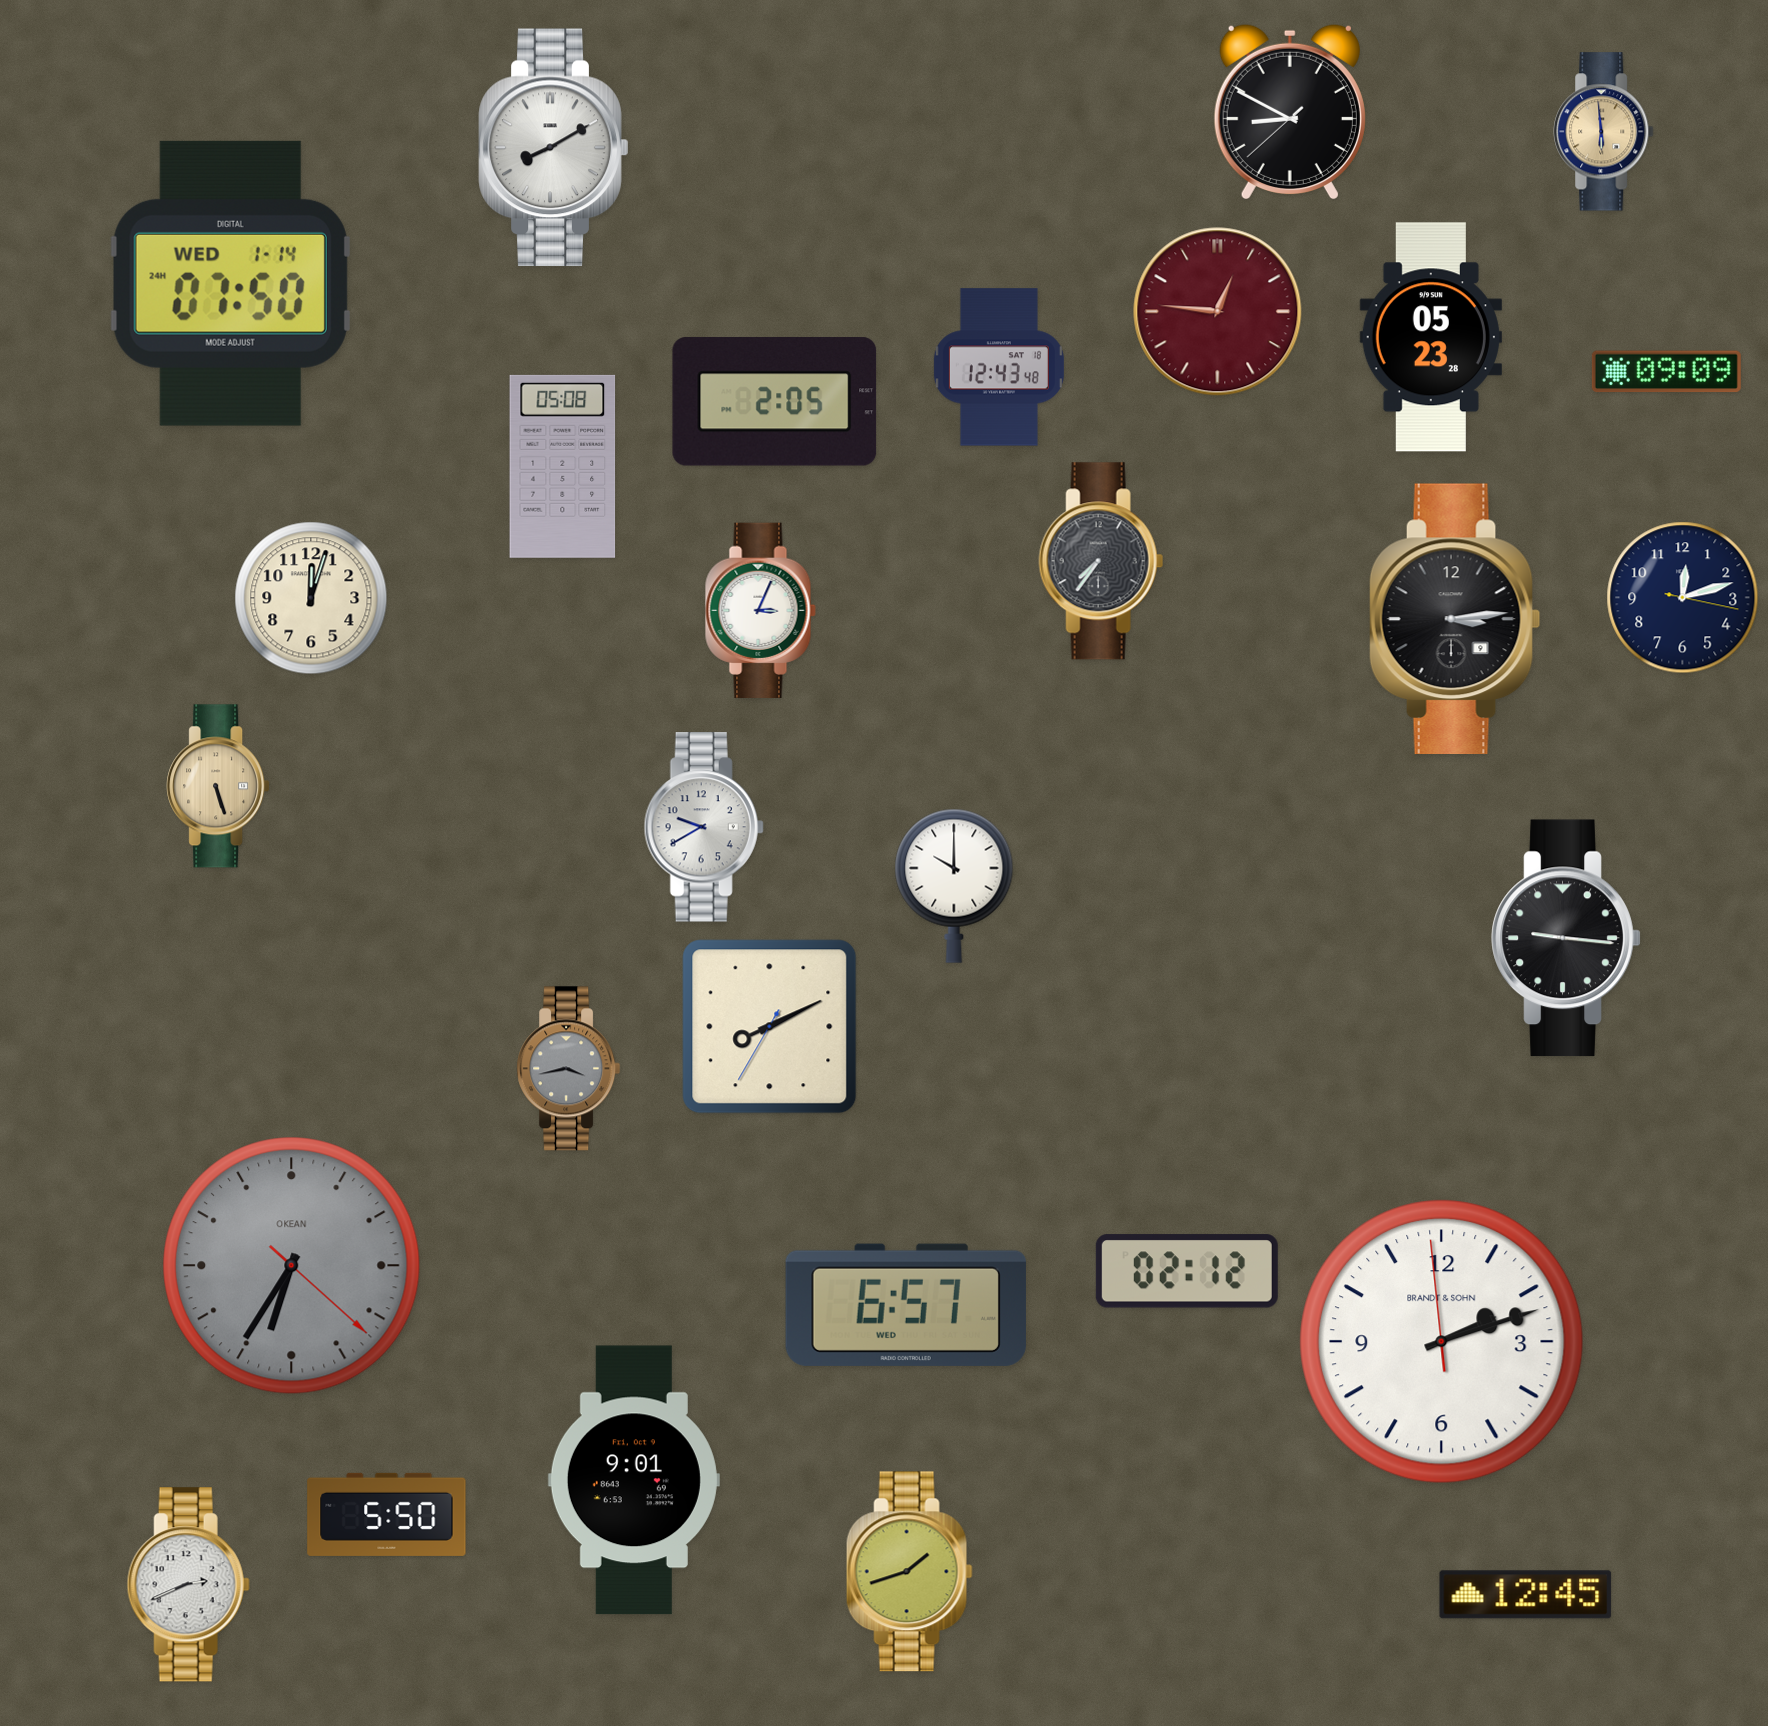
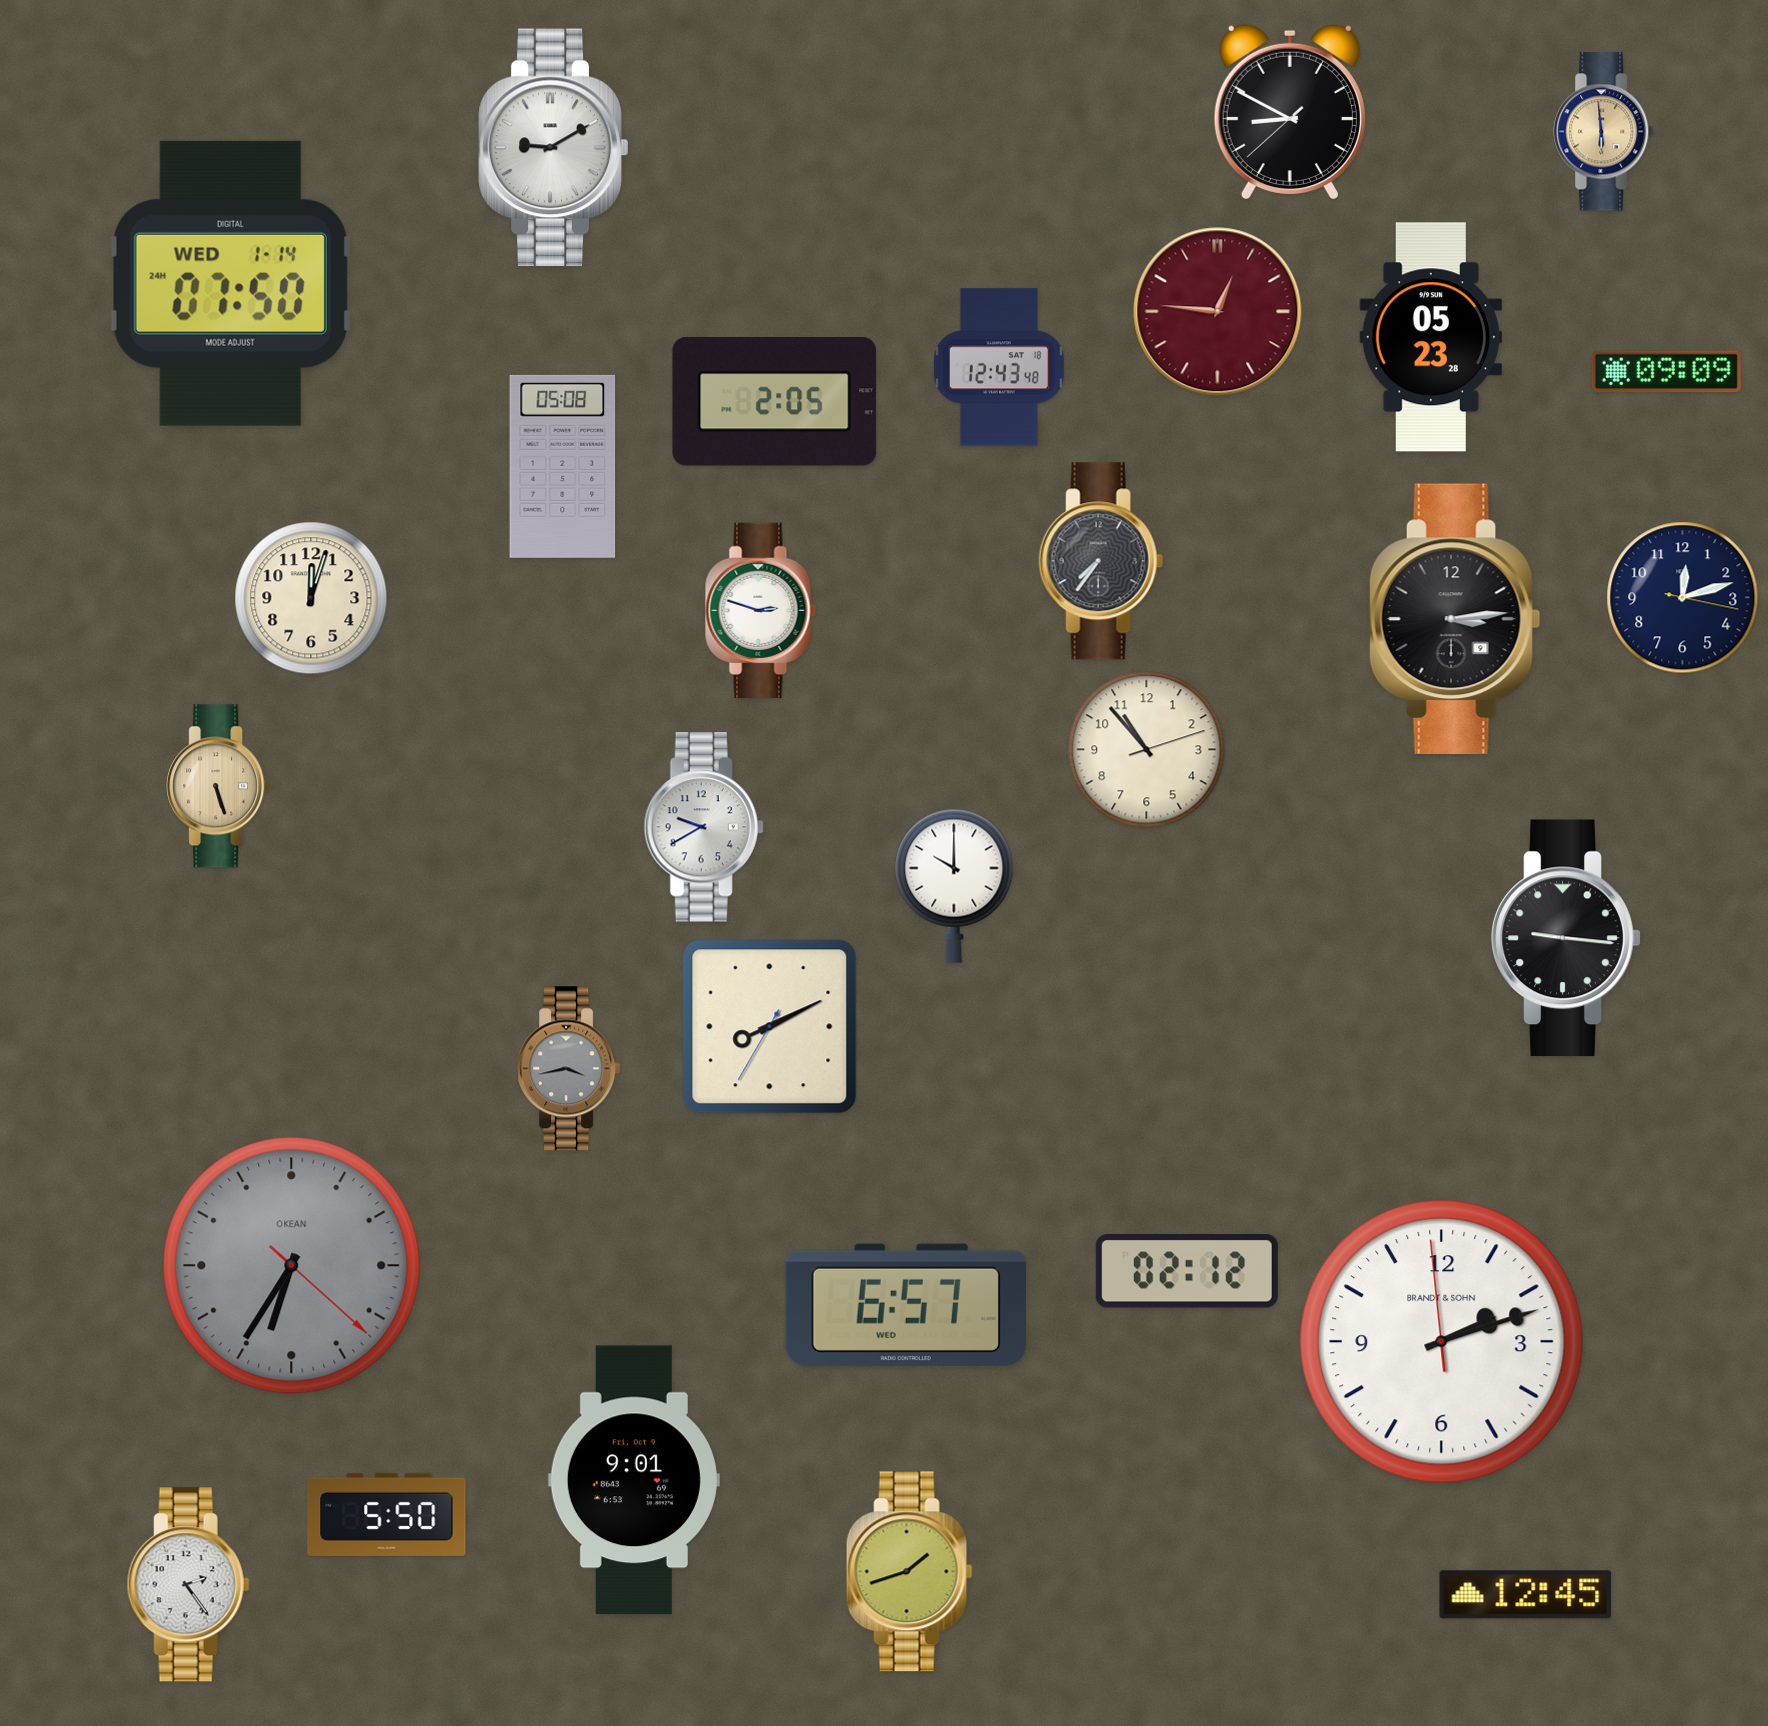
clock at (554, 148): 8:10 -> 9:10
clock at (760, 610): 3:04 -> 2:48
clock at (1147, 750): none -> 10:53
clock at (188, 1585): 2:41 -> 2:24
